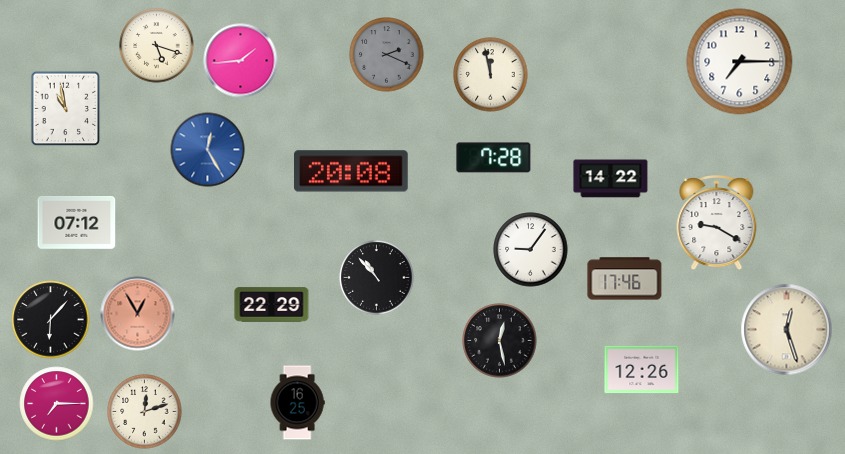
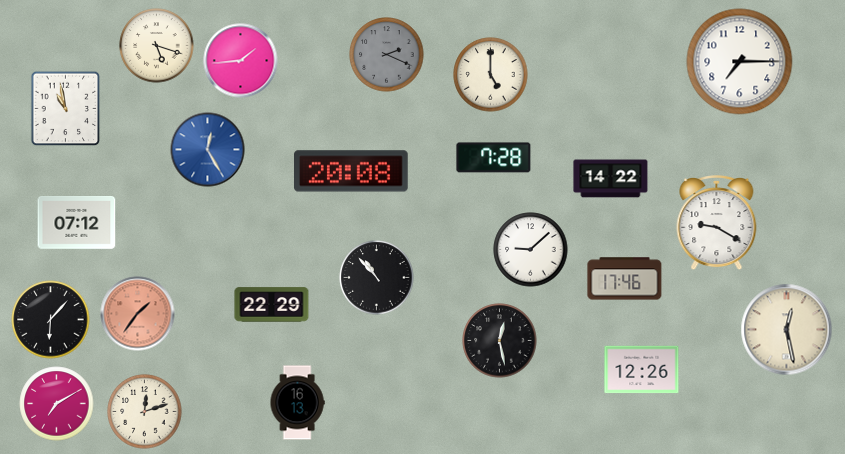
clock at (491, 75): 11:58 -> 5:00
clock at (531, 250): 9:06 -> 9:08
clock at (138, 314): 12:55 -> 1:36
clock at (787, 330): 12:27 -> 12:28
clock at (297, 403): 16:25 -> 16:13
clock at (57, 404): 7:15 -> 7:10
